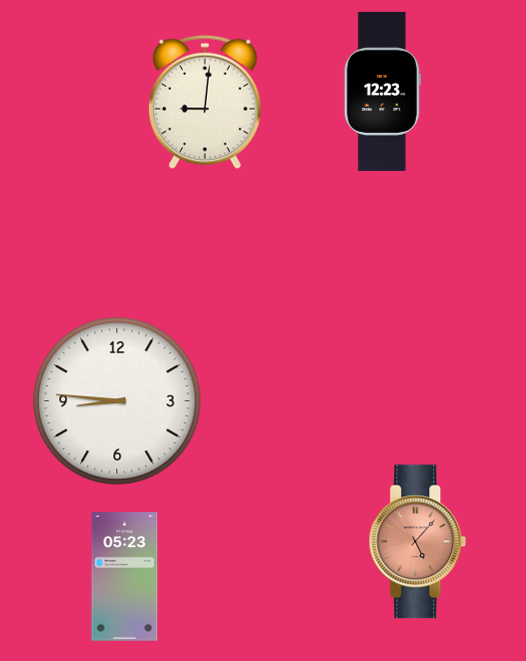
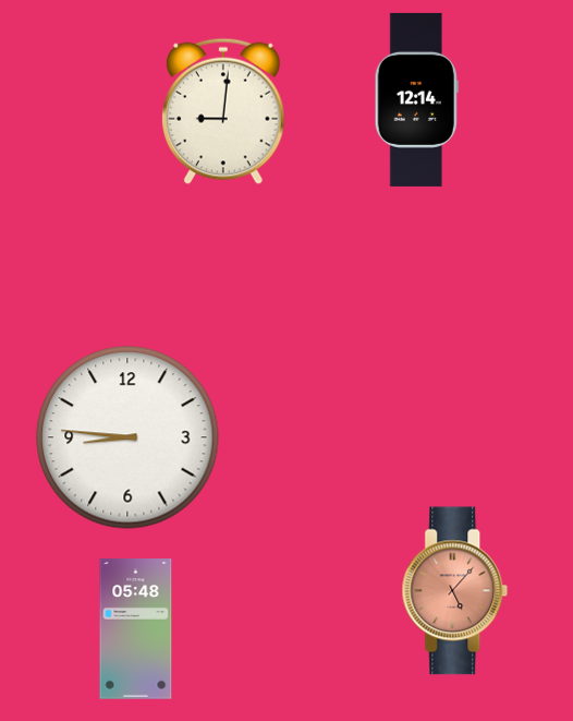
clock at (382, 91): 12:23 -> 12:14
clock at (125, 577): 05:23 -> 05:48
